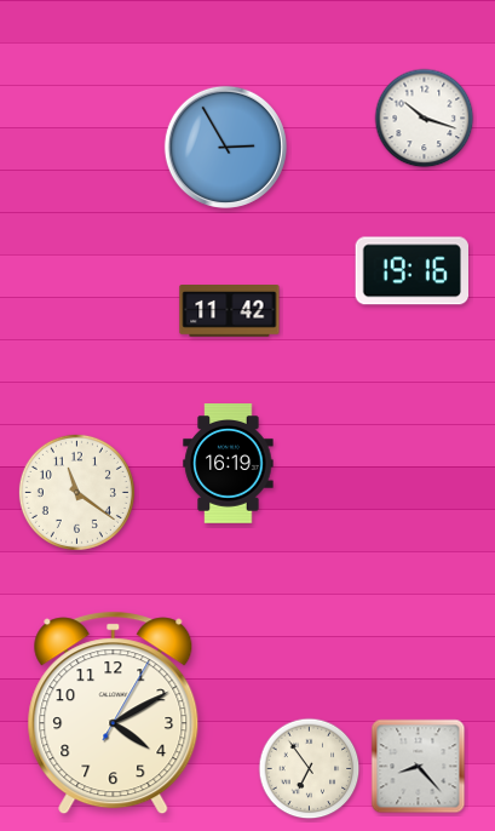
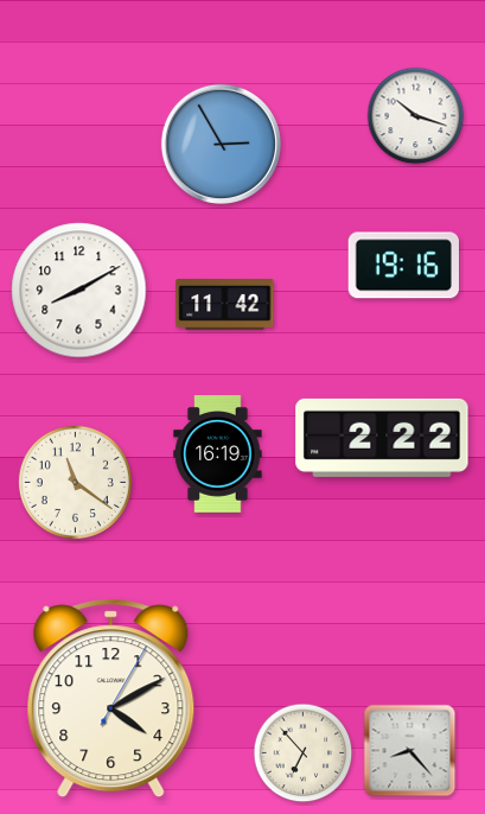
clock at (79, 291): none -> 8:10
clock at (382, 438): none -> 2:22
clock at (229, 464) position: (229, 464) -> (218, 454)
clock at (310, 769): 6:54 -> 6:53
